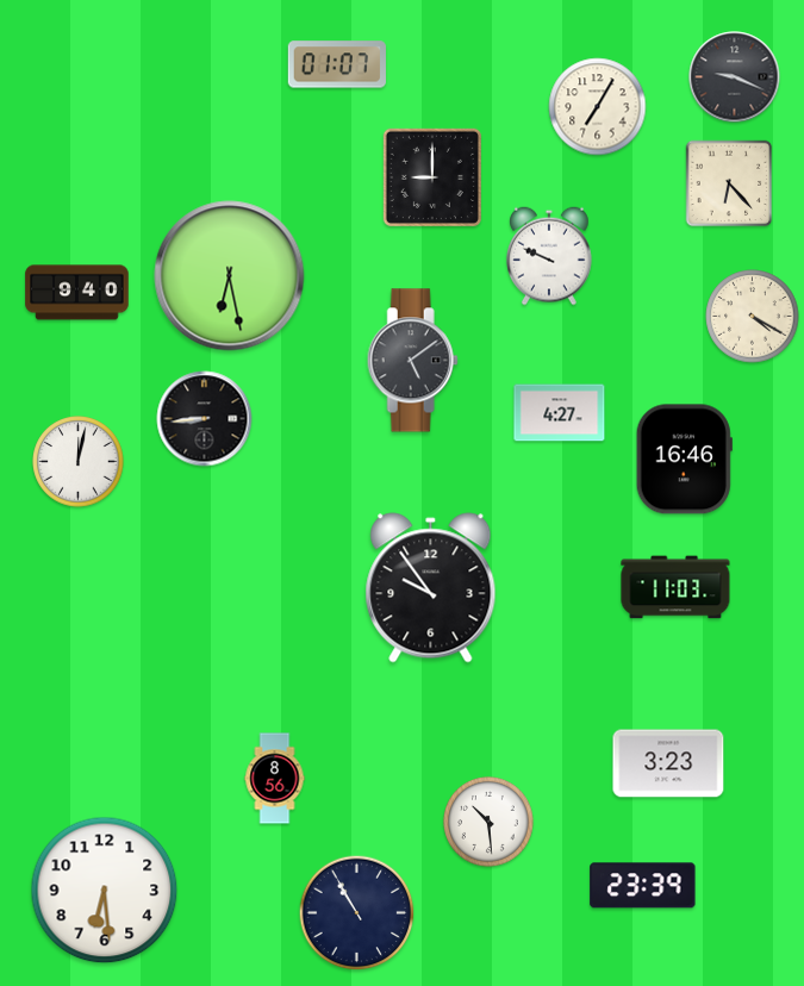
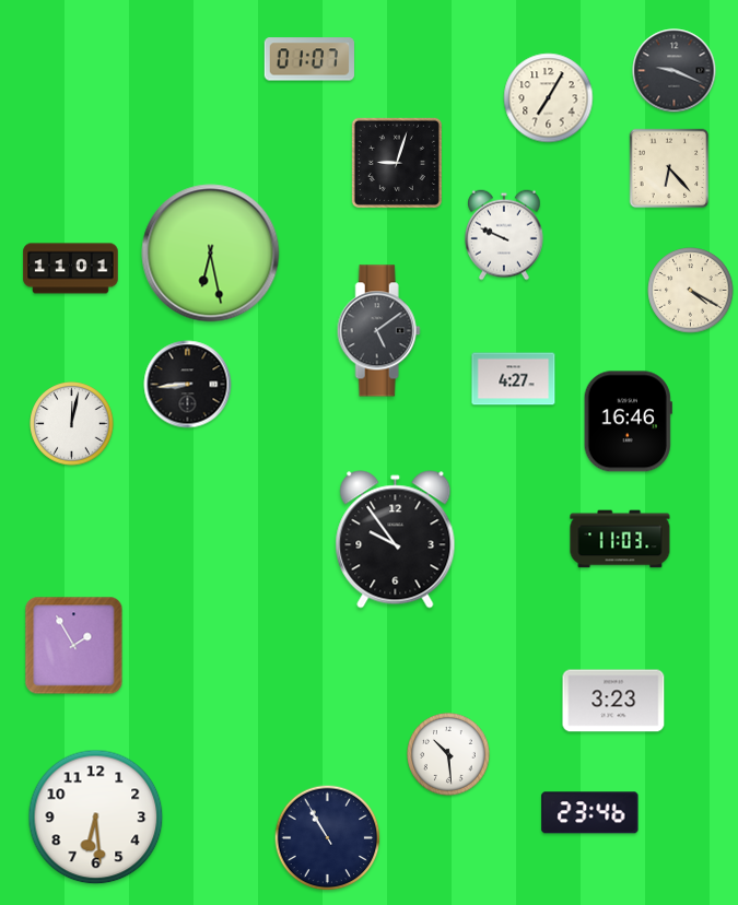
clock at (432, 177): 9:00 -> 9:03
clock at (77, 293): 9:40 -> 11:01
clock at (74, 646): none -> 1:55
clock at (275, 779): 8:56 -> none
clock at (643, 886): 23:39 -> 23:46
